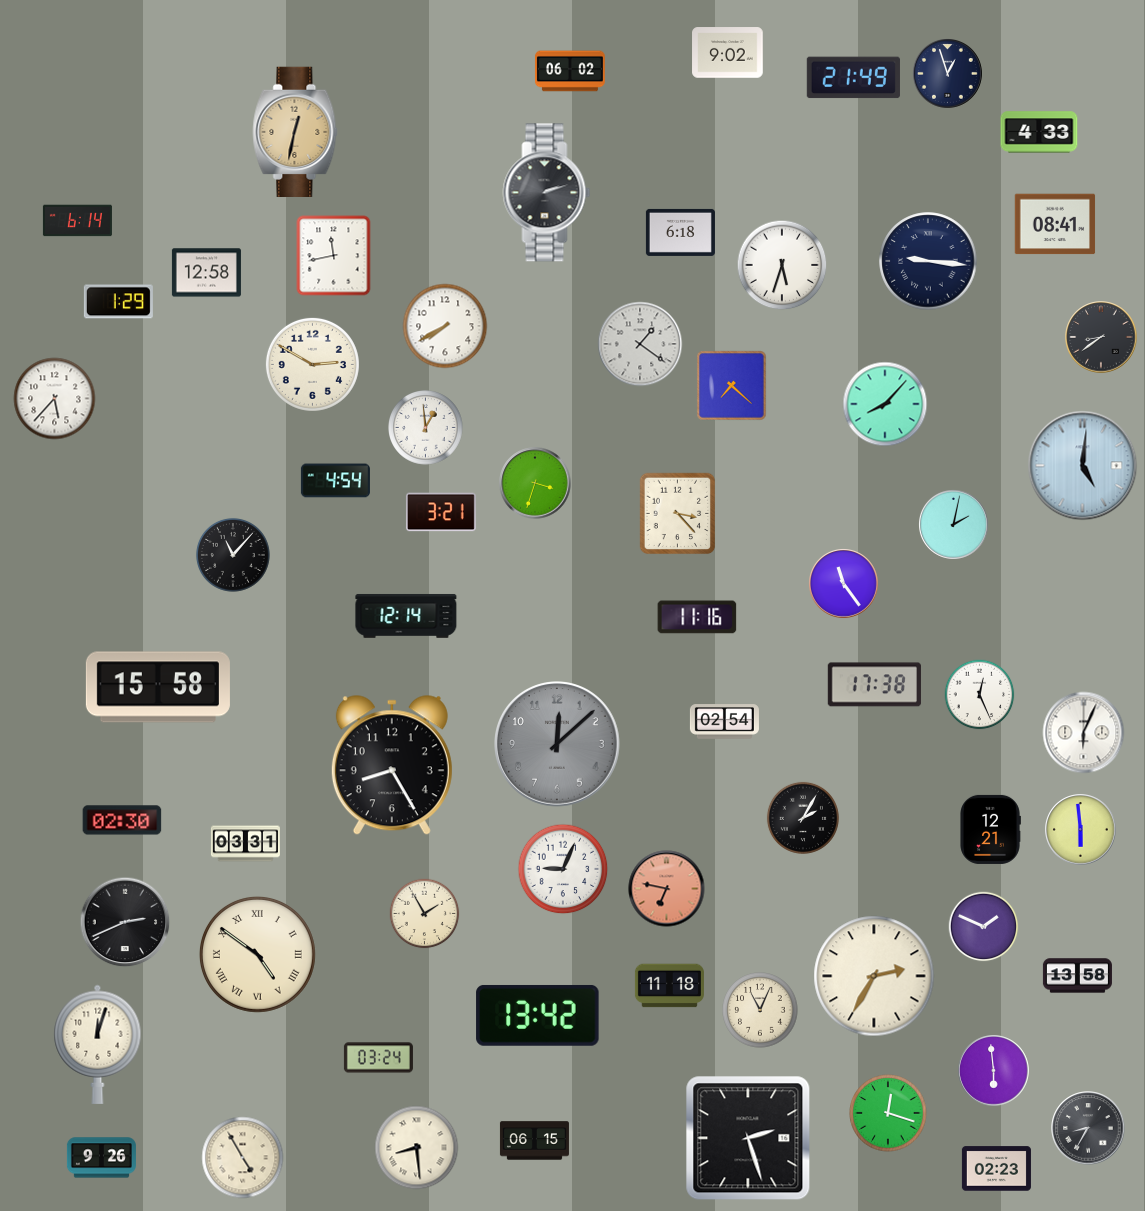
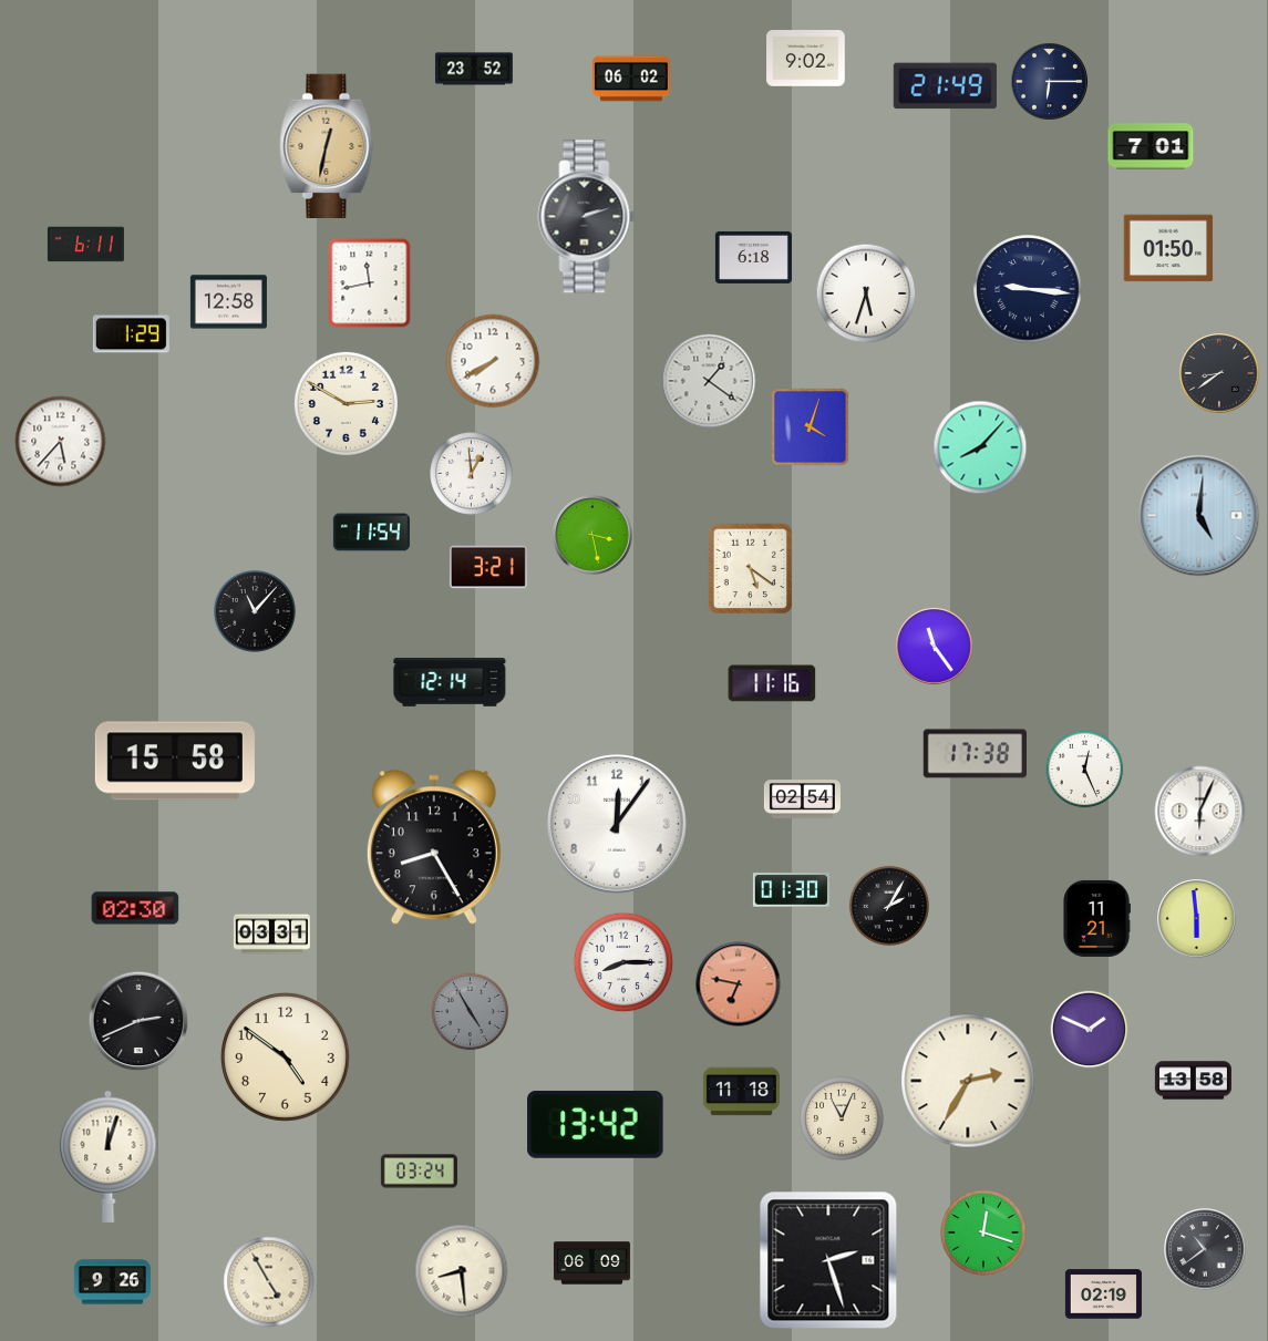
clock at (474, 69): none -> 23:52
clock at (948, 74): 12:57 -> 6:15
clock at (1039, 132): 4:33 -> 7:01
clock at (547, 193) position: (547, 193) -> (587, 217)
clock at (77, 221): 6:14 -> 6:11
clock at (1055, 224): 08:41 -> 01:50
clock at (732, 386): 7:22 -> 4:03
clock at (335, 481): 4:54 -> 11:54
clock at (535, 483): 3:33 -> 3:28
clock at (678, 514): 3:23 -> 5:21
clock at (954, 525): 2:02 -> none
clock at (233, 555) position: (233, 555) -> (255, 611)
clock at (874, 685) position: (874, 685) -> (975, 754)
clock at (558, 745): 12:08 -> 12:06
clock at (558, 745) dial: grey -> white
clock at (791, 890): none -> 01:30
clock at (990, 829): 12:21 -> 11:21
clock at (563, 869): 9:04 -> 8:15
clock at (425, 914): 1:55 -> 4:55
clock at (425, 914) dial: cream -> grey
clock at (984, 927) position: (984, 927) -> (1090, 1030)
clock at (257, 954) numerals: Roman -> Arabic
clock at (994, 1071): 5:59 -> none
clock at (1088, 1128): 8:35 -> 10:39
clock at (534, 1141): 06:15 -> 06:09
clock at (996, 1169): 02:23 -> 02:19
